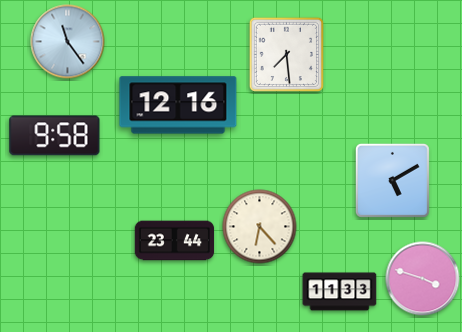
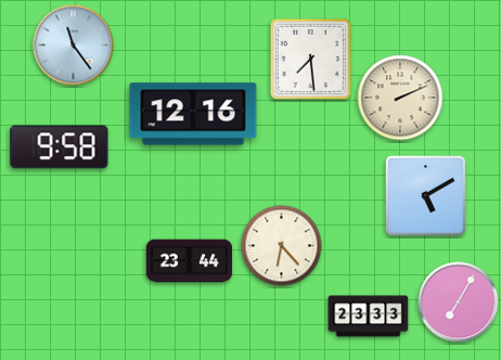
clock at (400, 98): none -> 2:11
clock at (423, 279): 3:48 -> 7:05
clock at (340, 292): 11:33 -> 23:33
